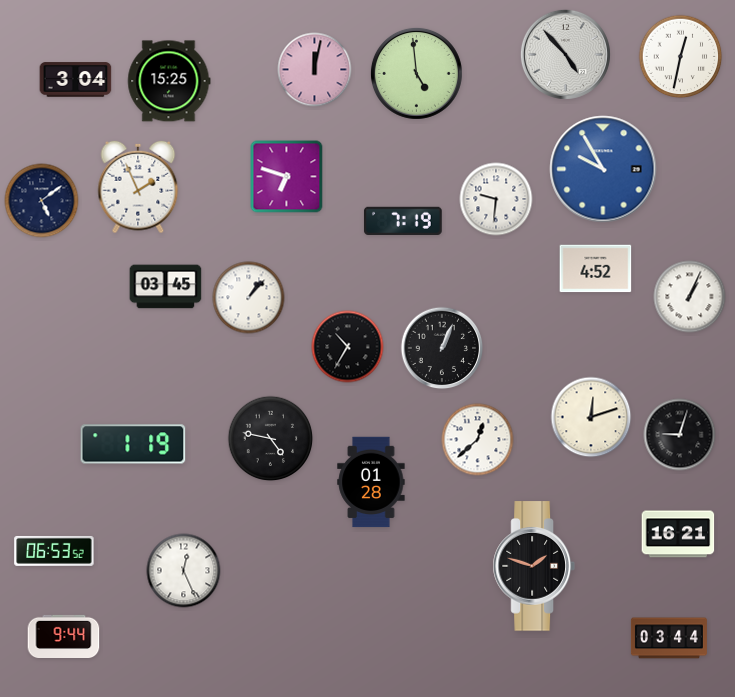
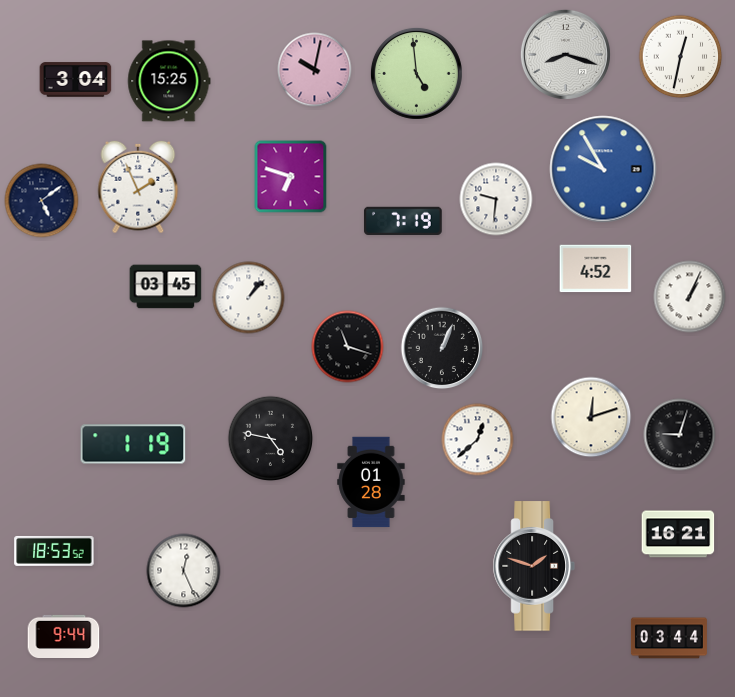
clock at (565, 54): 4:53 -> 8:18
clock at (315, 70): 12:02 -> 10:02
clock at (287, 177) position: (287, 177) -> (291, 177)
clock at (348, 347): 10:35 -> 11:18
clock at (54, 551): 06:53 -> 18:53
